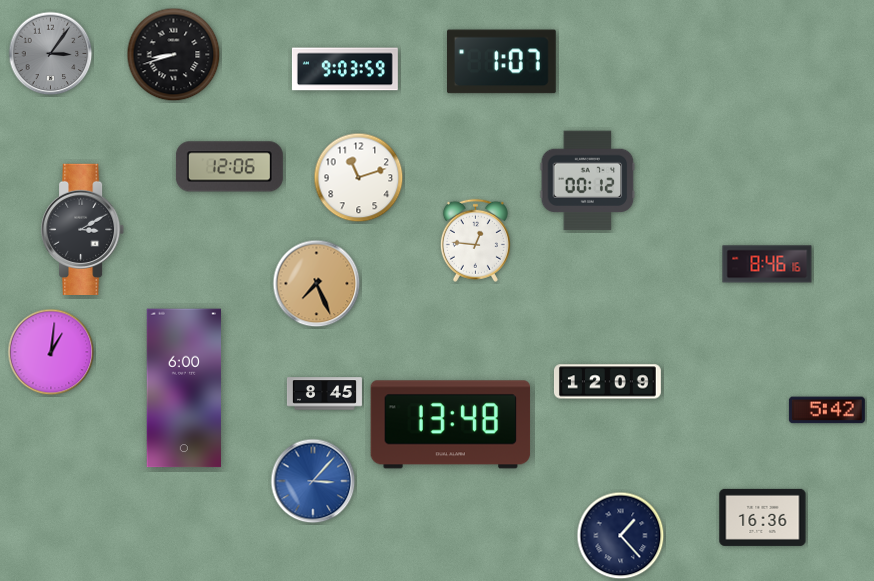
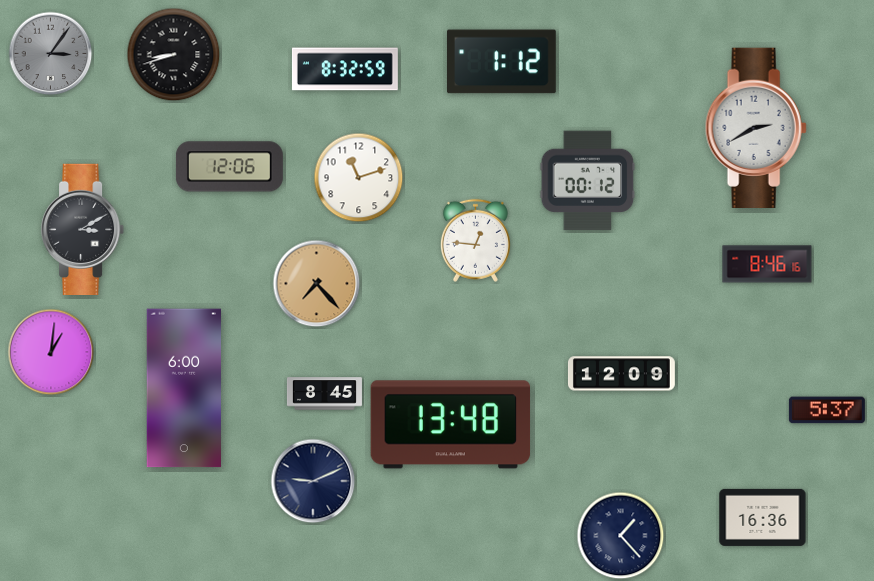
clock at (502, 62): 1:07 -> 1:12
clock at (345, 69): 9:03 -> 8:32
clock at (756, 127): none -> 2:40
clock at (317, 284): 7:26 -> 7:23
clock at (607, 382) position: (607, 382) -> (621, 374)
clock at (827, 410): 5:42 -> 5:37
clock at (313, 481): 3:07 -> 9:11
clock at (313, 481) dial: blue -> navy
